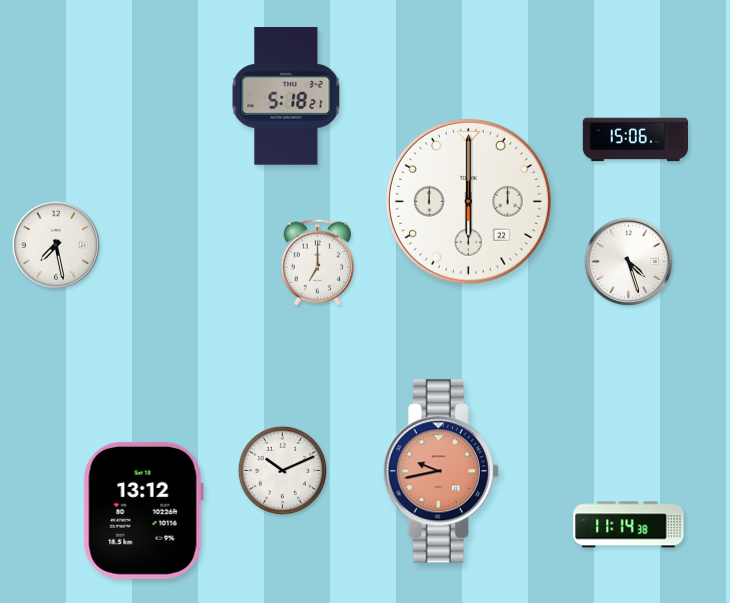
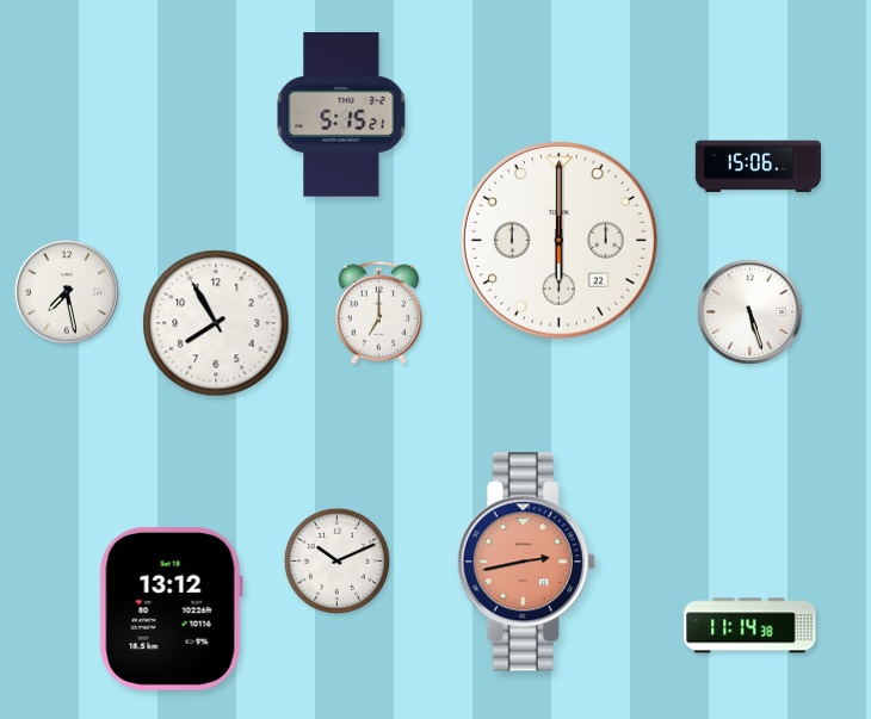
clock at (286, 96): 5:18 -> 5:15
clock at (628, 261): 4:27 -> 5:27
clock at (216, 323): none -> 7:55
clock at (441, 471): 9:43 -> 2:43
